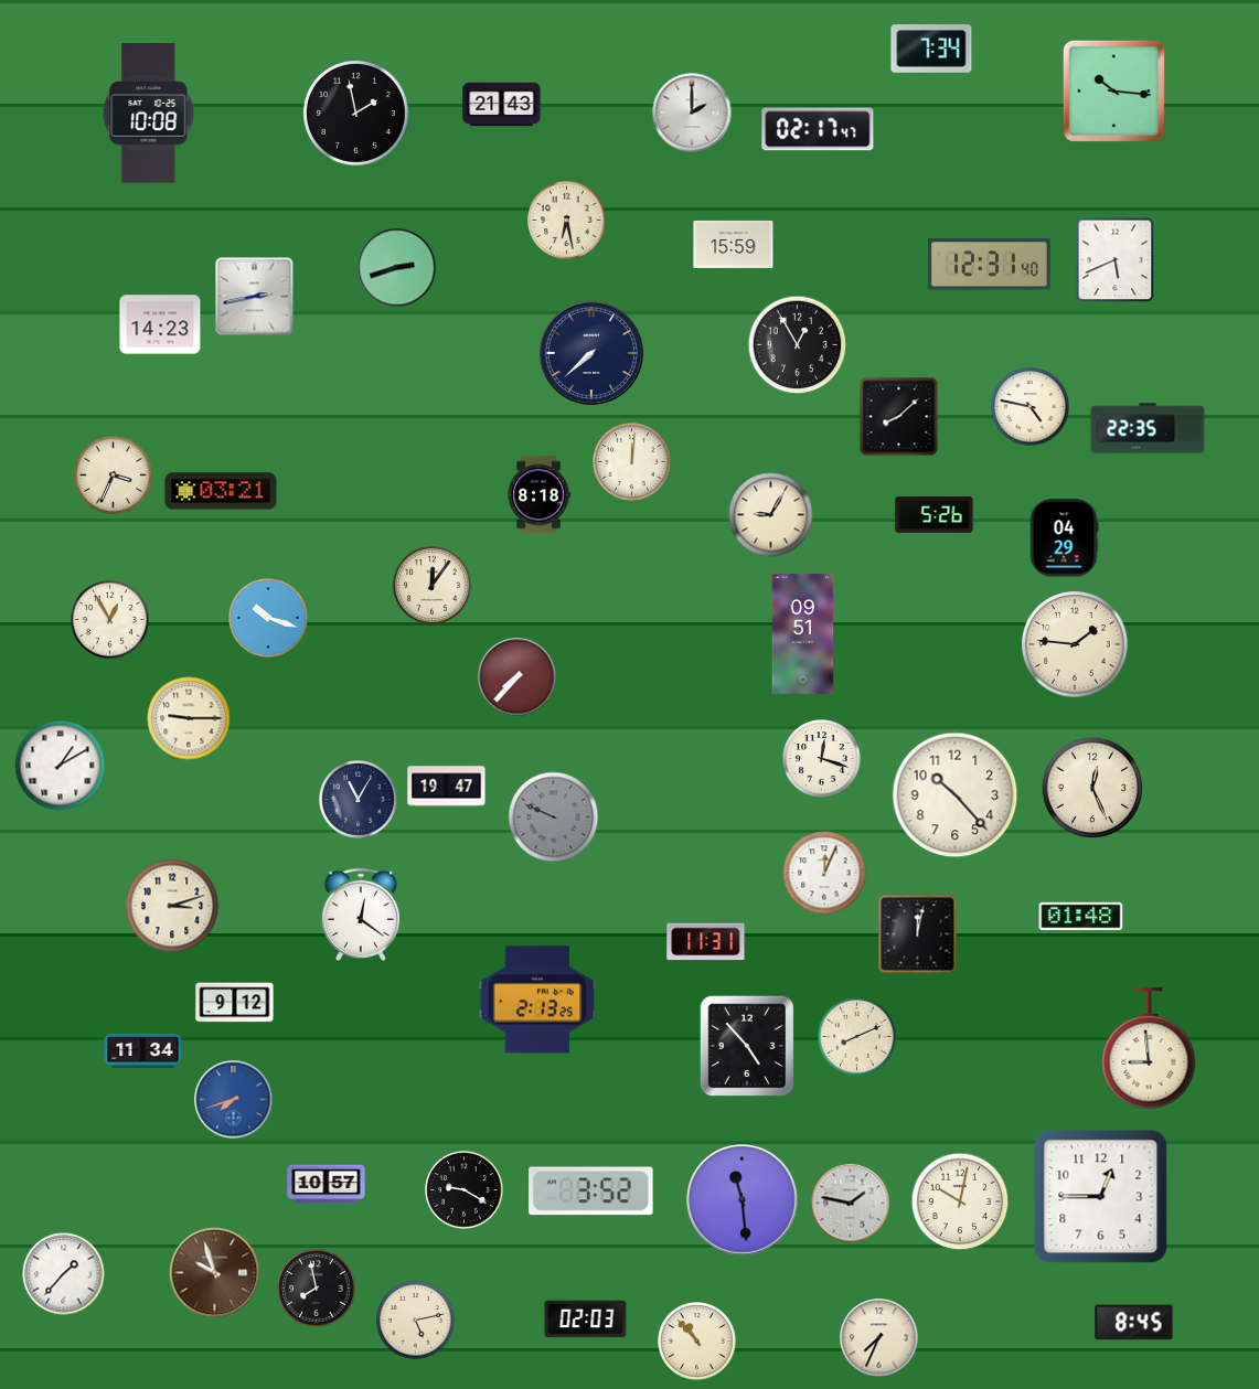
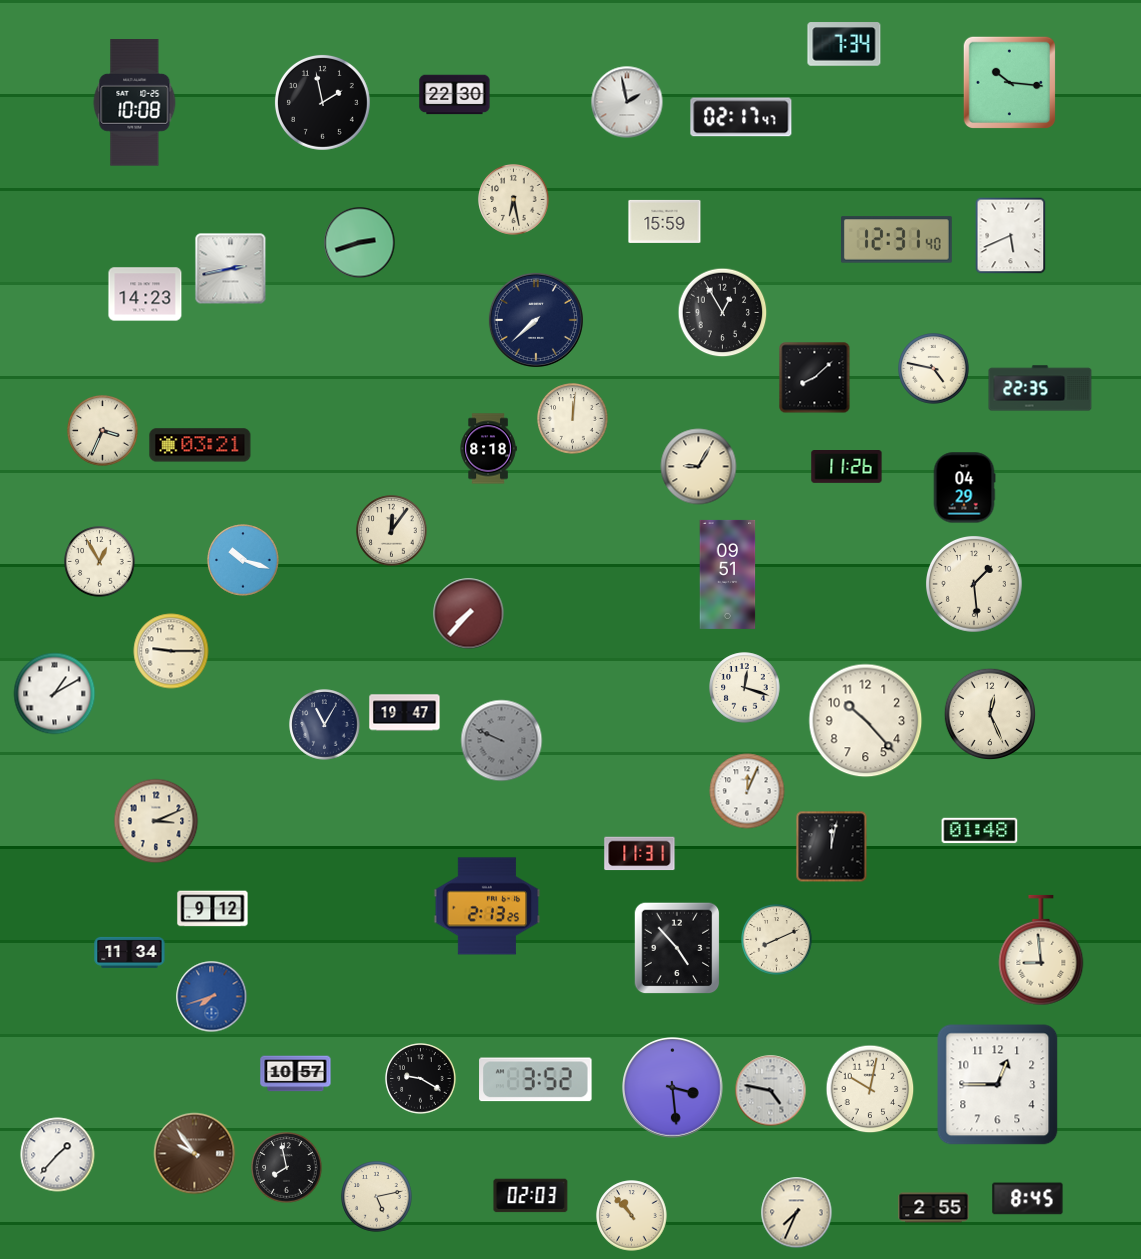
clock at (502, 105): 21:43 -> 22:30
clock at (692, 113): 2:00 -> 1:58
clock at (935, 515): 5:26 -> 11:26
clock at (1076, 645): 1:46 -> 1:29
clock at (172, 906): 3:12 -> 3:11
clock at (361, 915): 12:21 -> none
clock at (743, 1200): 11:29 -> 3:29
clock at (851, 1204): 1:47 -> 4:47
clock at (215, 1273): 9:57 -> 9:54
clock at (934, 1208): none -> 2:55
